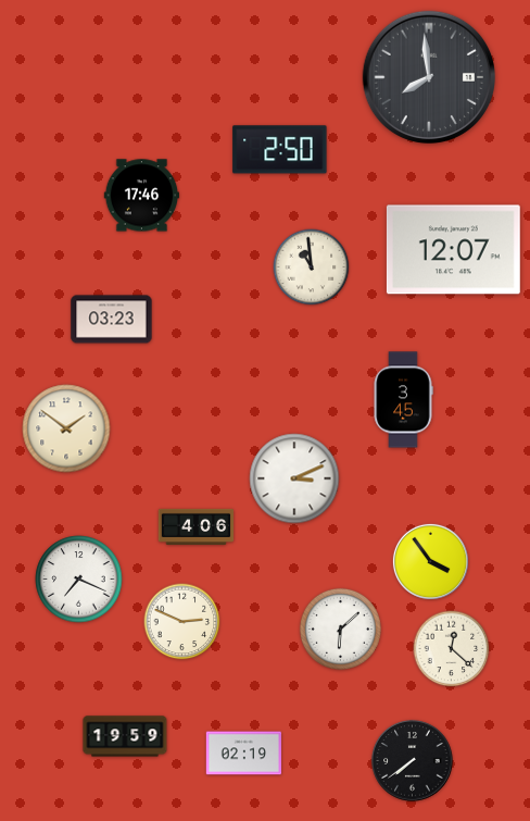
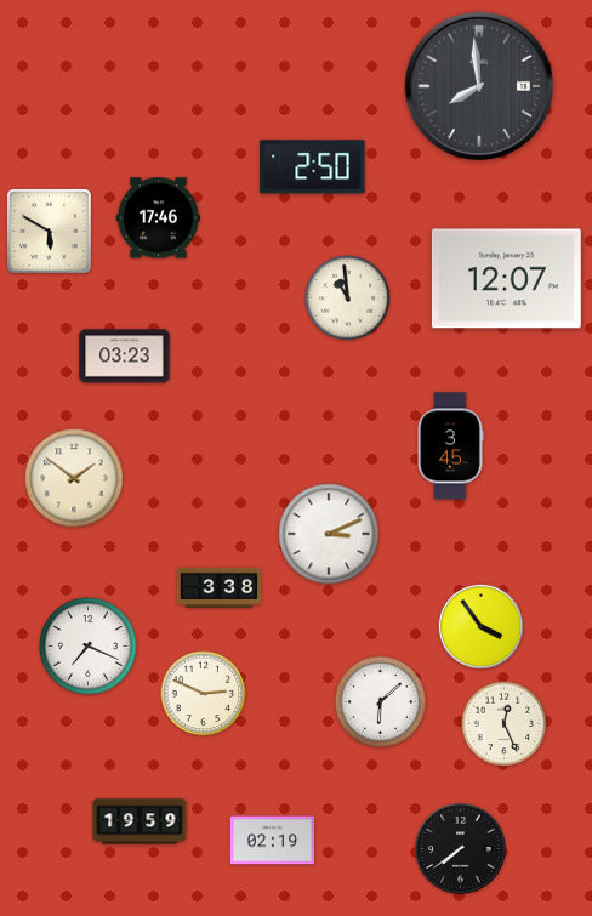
clock at (50, 232): none -> 5:50
clock at (197, 526): 4:06 -> 3:38
clock at (452, 649): 12:22 -> 12:26
